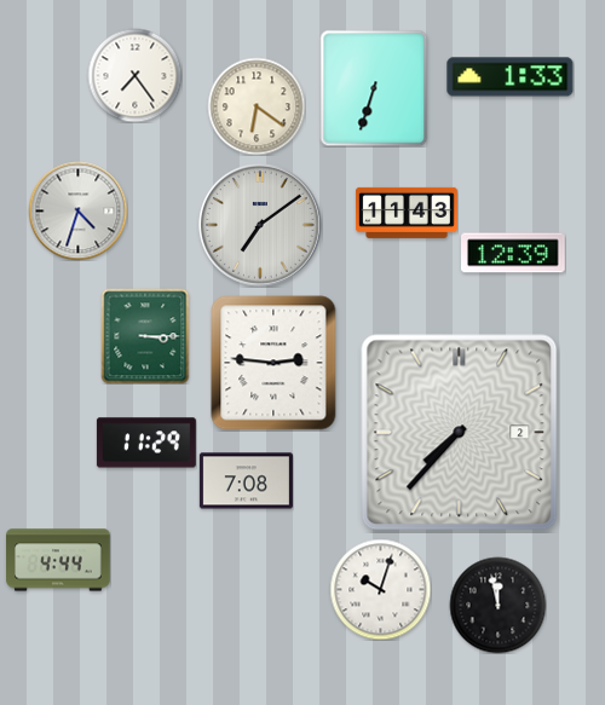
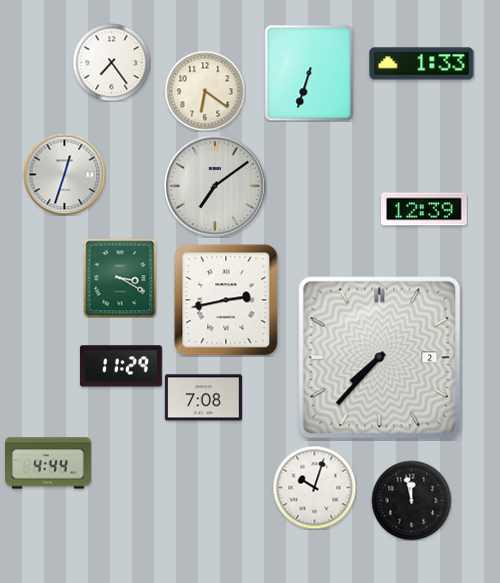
clock at (257, 106) position: (257, 106) -> (205, 91)
clock at (77, 210): 4:33 -> 12:33
clock at (407, 213): 11:43 -> none
clock at (145, 336): 3:15 -> 3:20
clock at (273, 363): 2:46 -> 2:43
